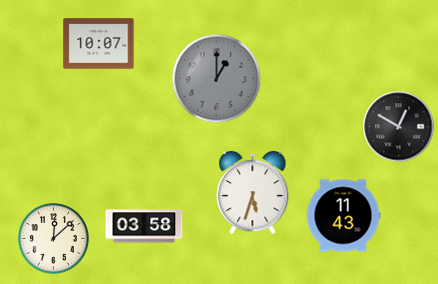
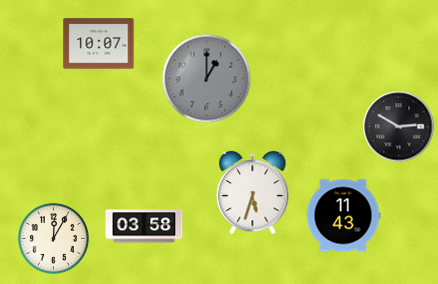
clock at (217, 79) position: (217, 79) -> (207, 79)
clock at (399, 127): 12:50 -> 2:50
clock at (54, 239): 12:08 -> 12:05
